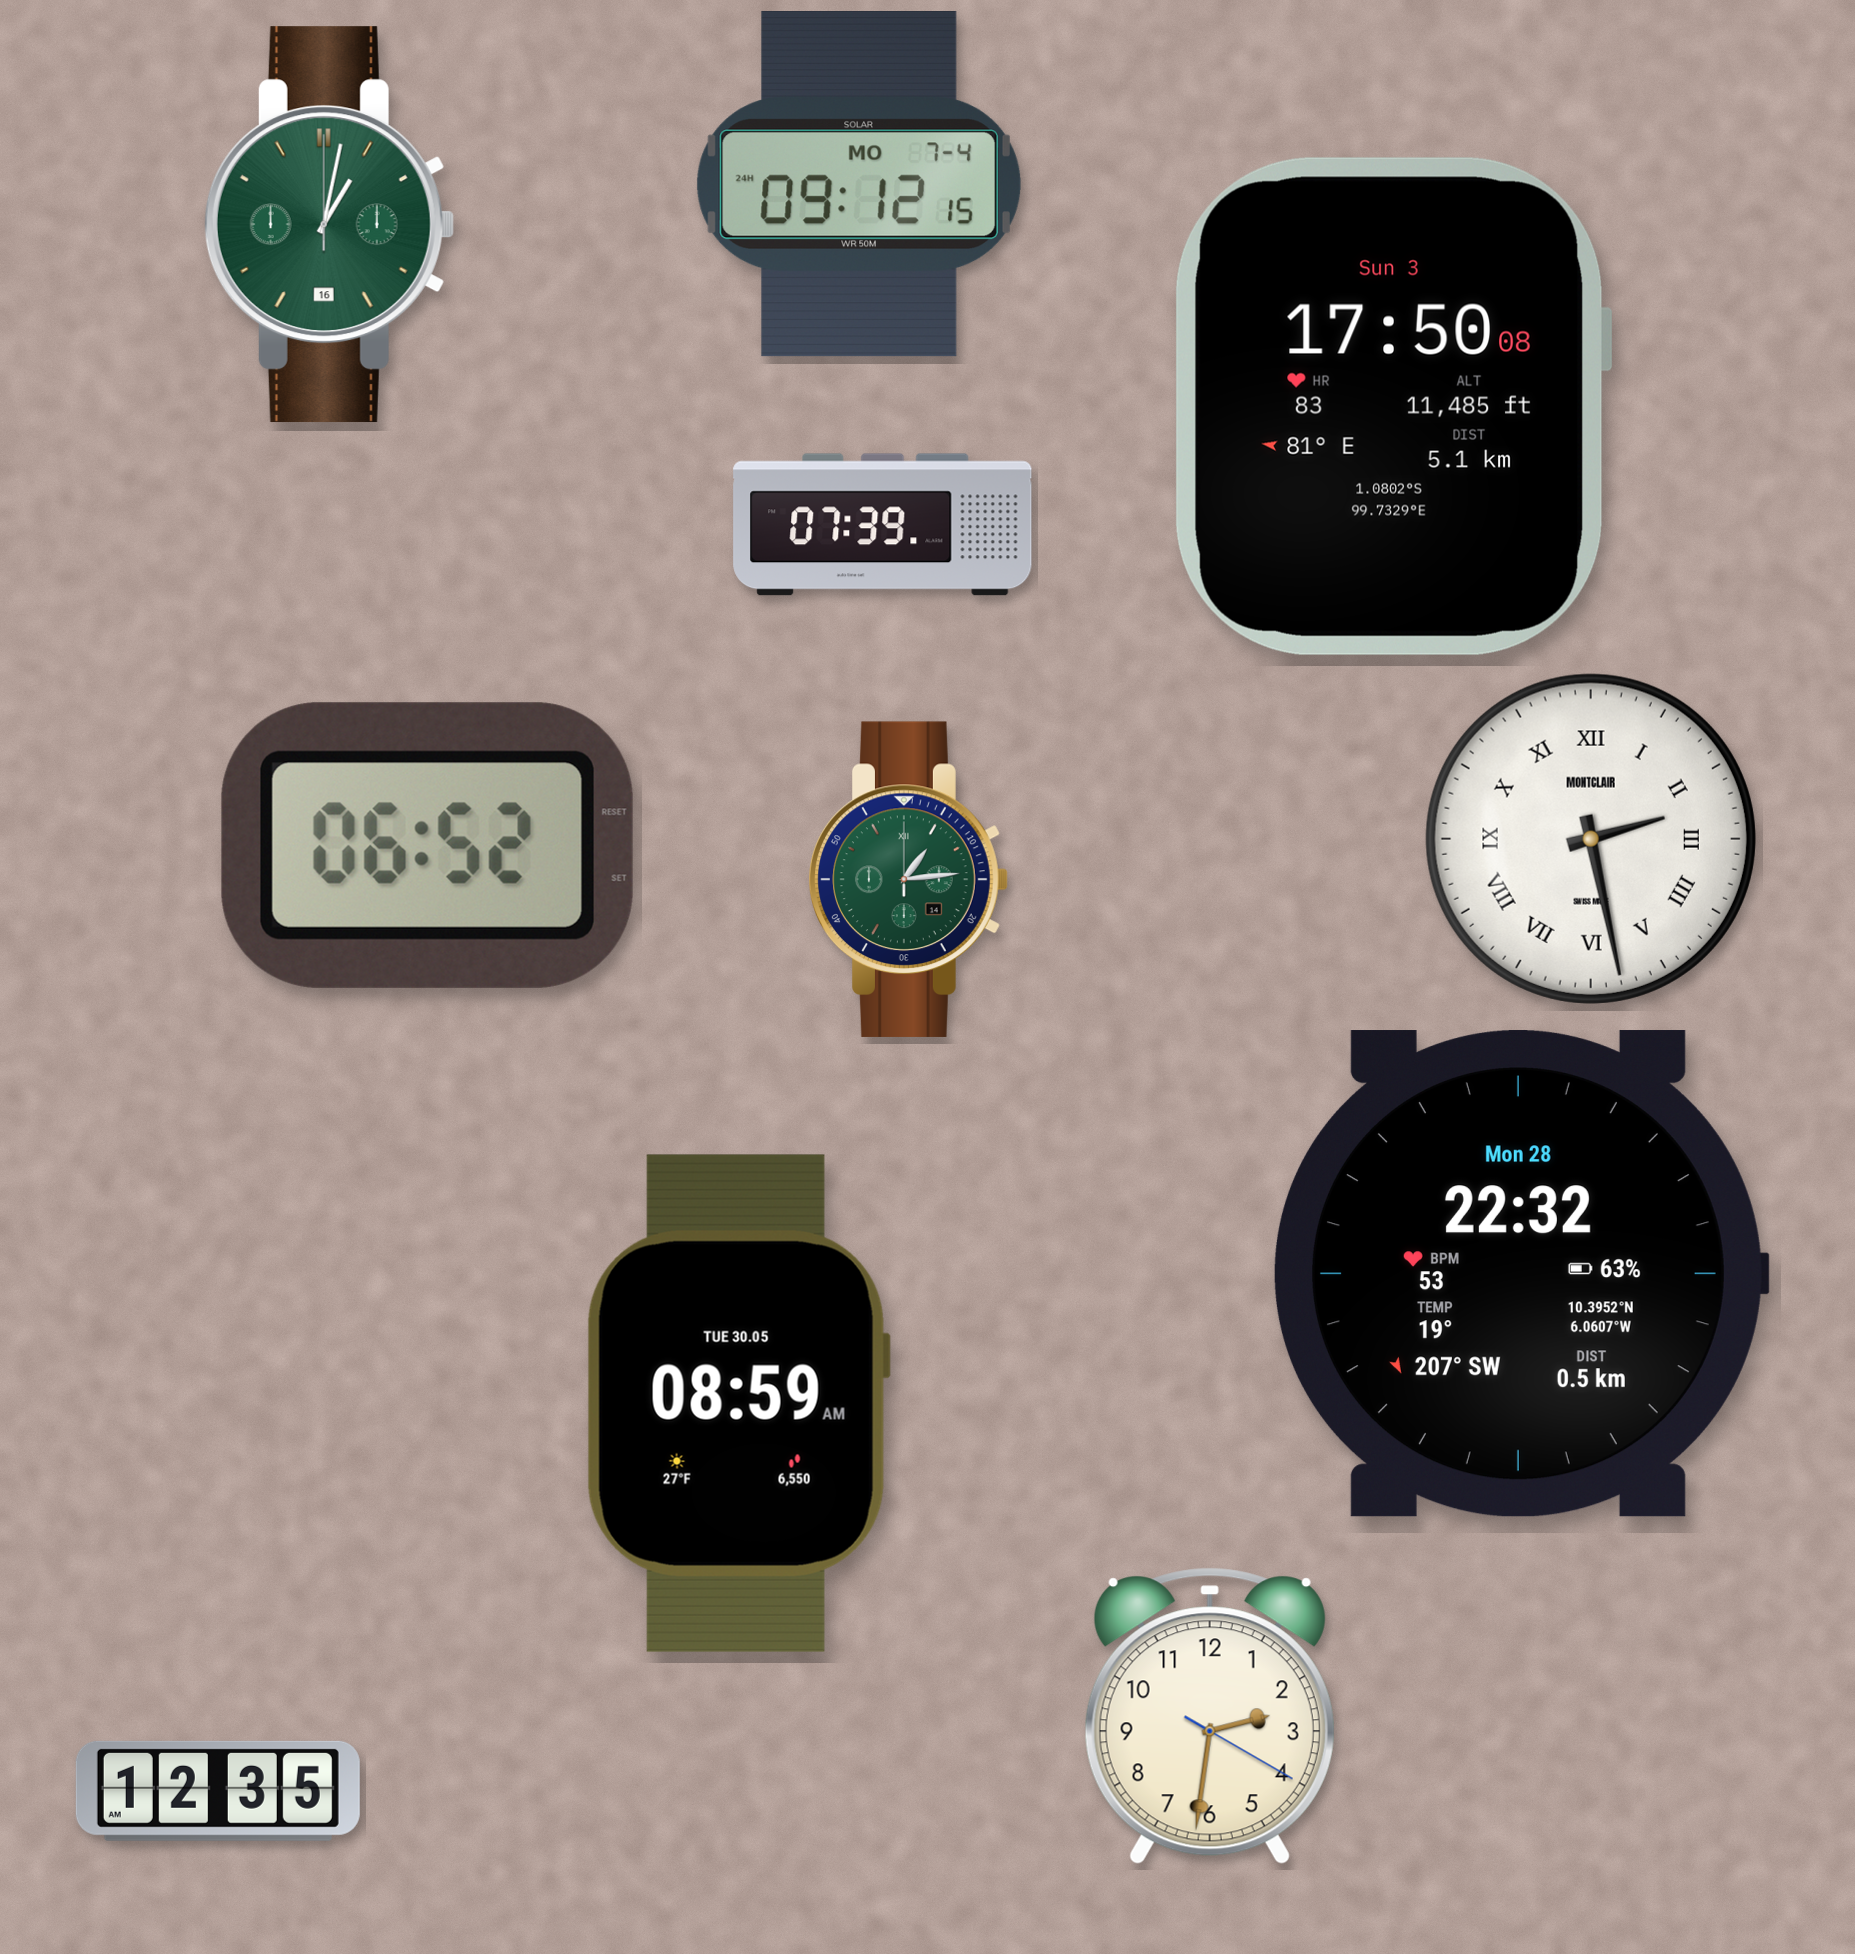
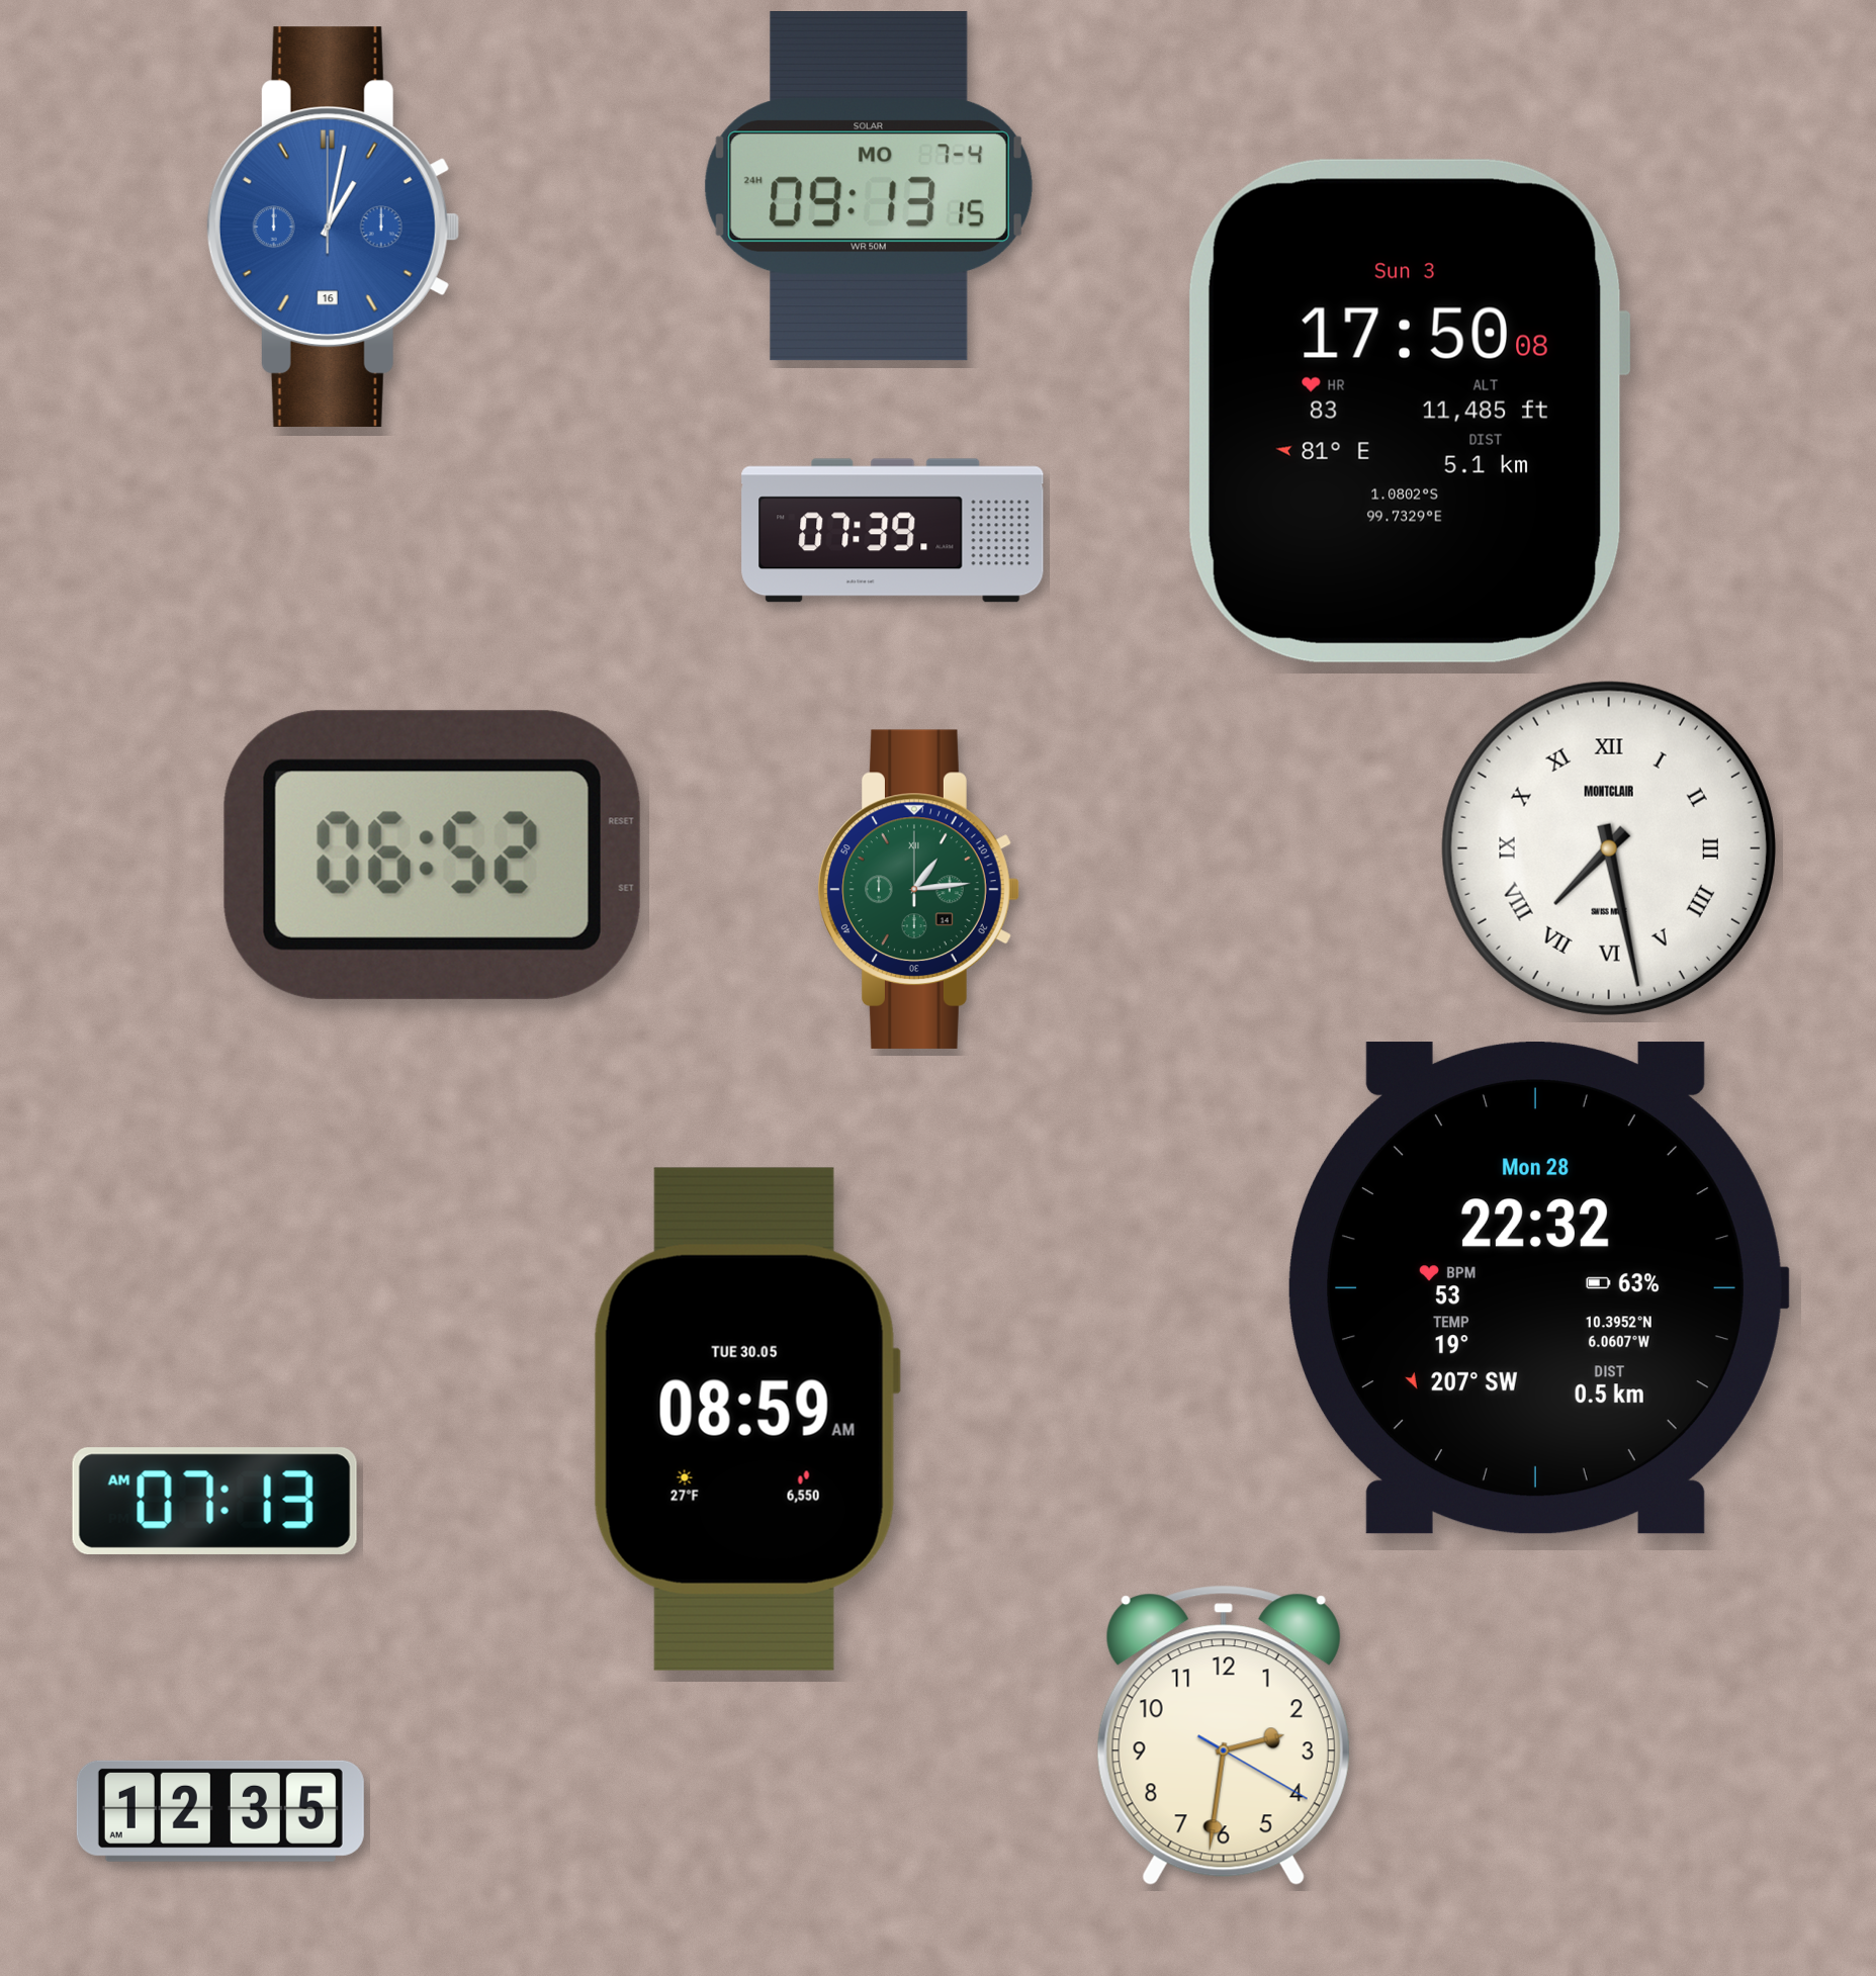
clock at (859, 185): 09:12 -> 09:13
clock at (329, 225) dial: green -> blue
clock at (1591, 839): 2:28 -> 7:28
clock at (214, 1501): none -> 07:13
